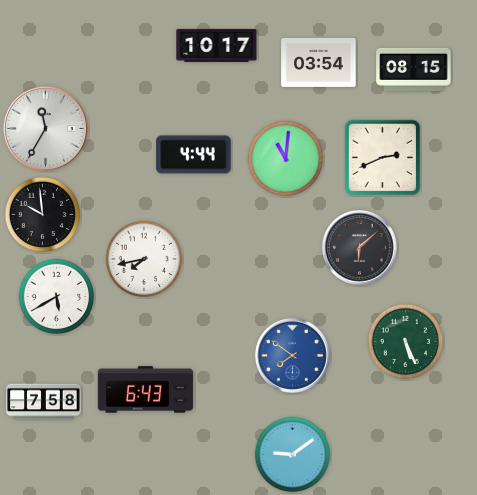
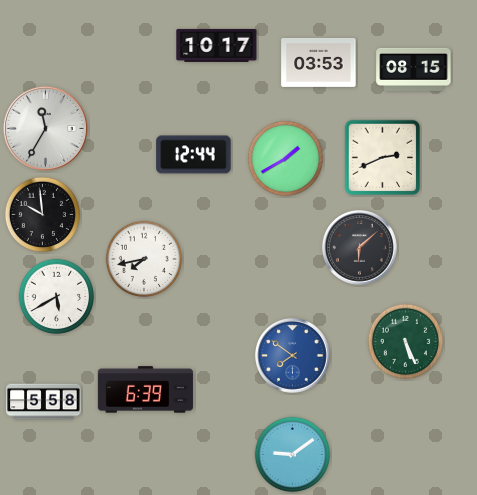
clock at (319, 62): 03:54 -> 03:53
clock at (194, 155): 4:44 -> 12:44
clock at (286, 159): 11:01 -> 1:40
clock at (145, 390): 6:43 -> 6:39
clock at (44, 402): 7:58 -> 5:58
